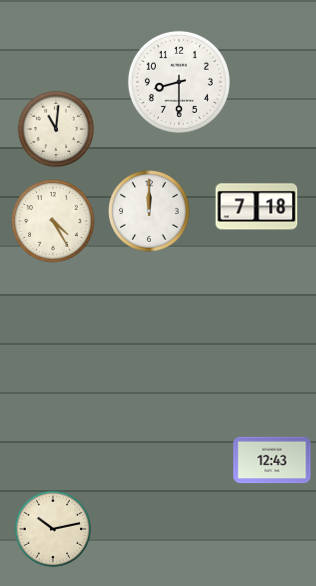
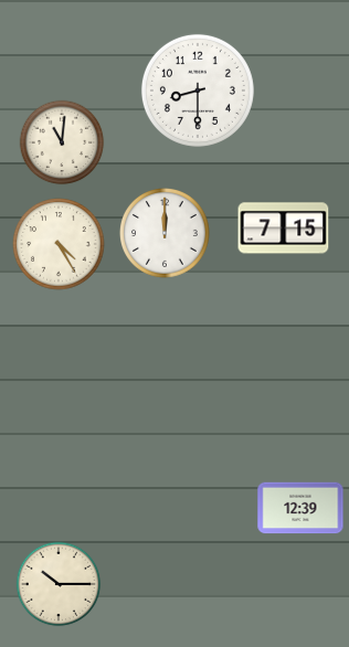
clock at (257, 207): 7:18 -> 7:15
clock at (272, 460): 12:43 -> 12:39
clock at (53, 529): 10:13 -> 10:15
